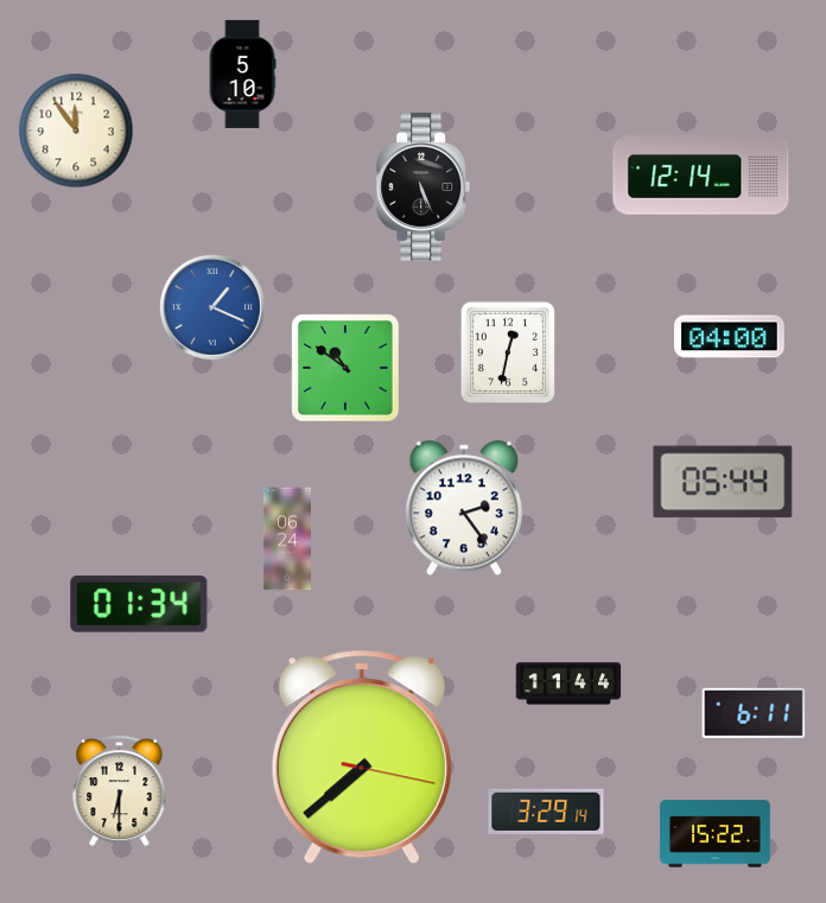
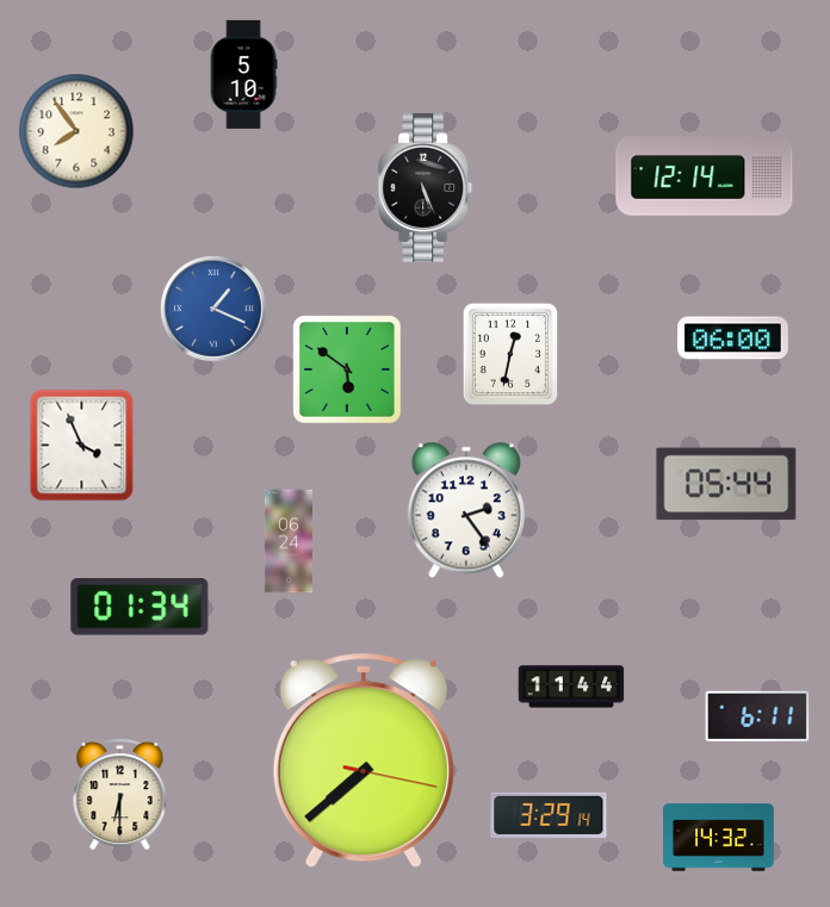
clock at (76, 131): 11:54 -> 7:54
clock at (730, 337): 04:00 -> 06:00
clock at (345, 368): 10:51 -> 5:51
clock at (82, 446): none -> 3:56
clock at (716, 834): 15:22 -> 14:32
